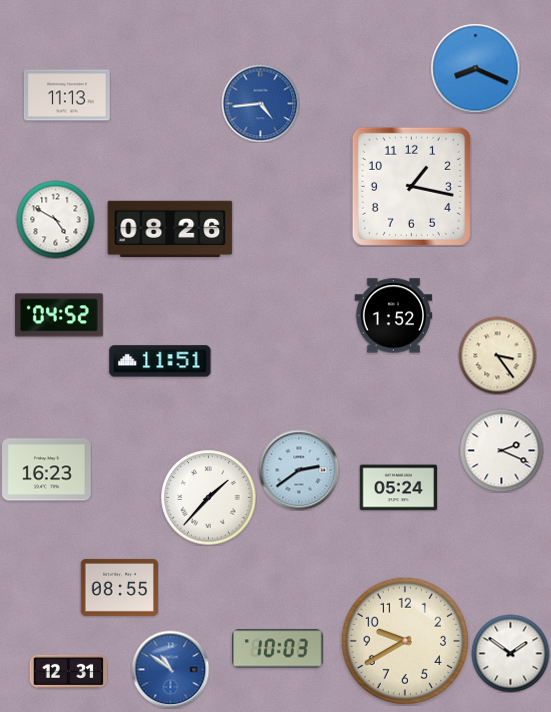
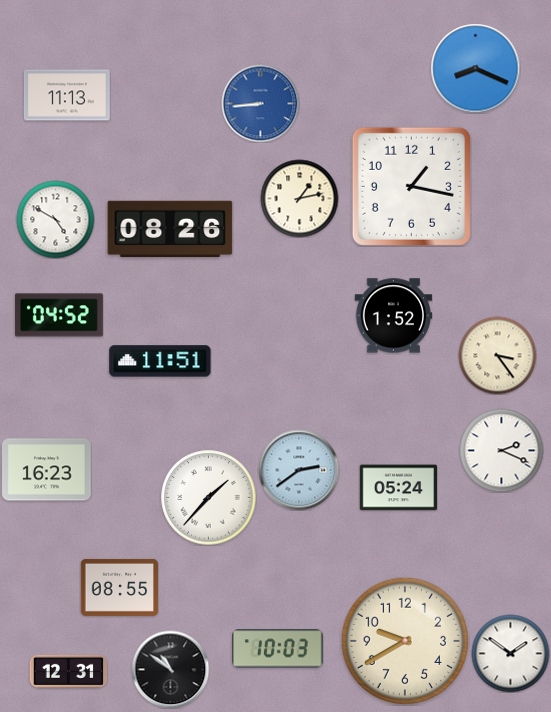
clock at (260, 103): 4:44 -> 8:44
clock at (299, 198): none -> 1:13
clock at (170, 669) dial: blue -> black
